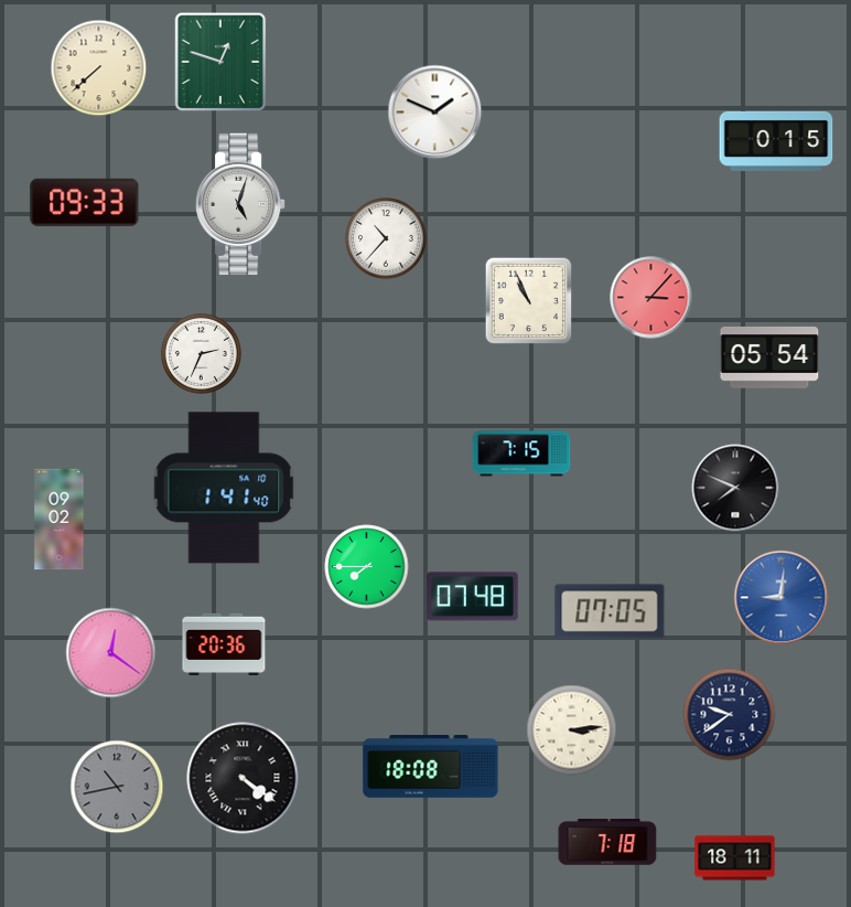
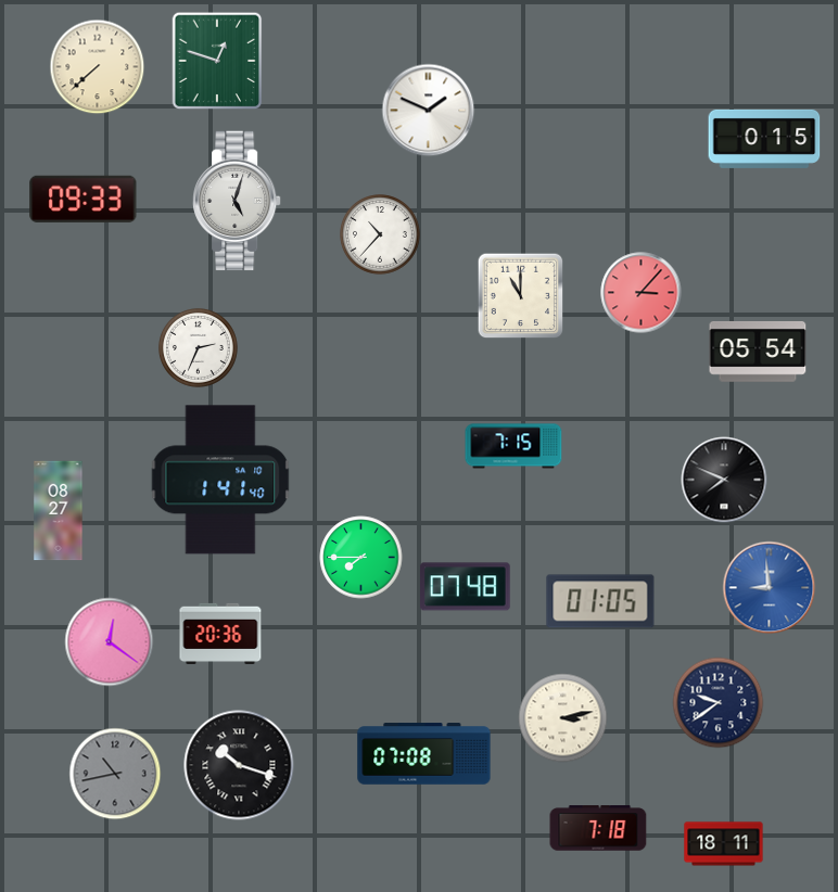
clock at (529, 301): 10:56 -> 11:00
clock at (60, 520): 09:02 -> 08:27
clock at (782, 598): 9:01 -> 8:59
clock at (610, 611): 07:05 -> 01:05
clock at (572, 730): 3:14 -> 3:13
clock at (431, 767): 18:08 -> 07:08
clock at (243, 778): 4:21 -> 10:18
